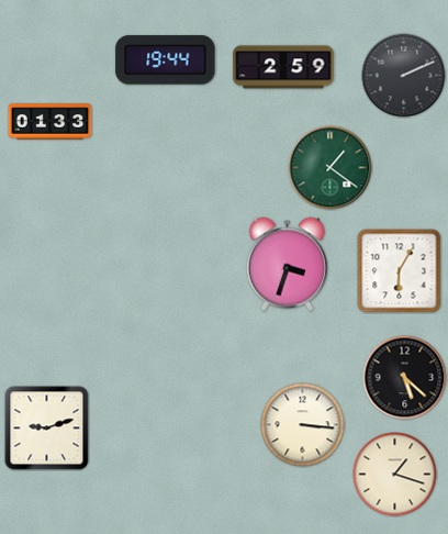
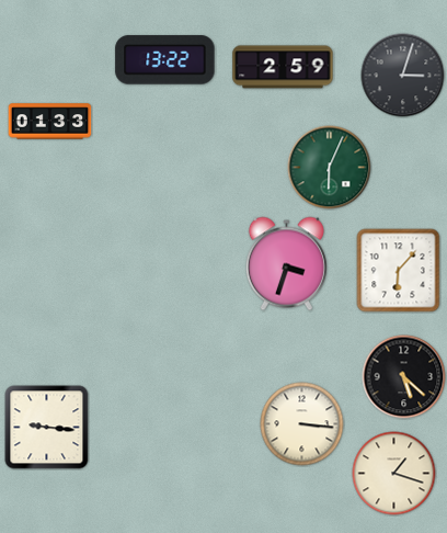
clock at (166, 60): 19:44 -> 13:22
clock at (404, 76): 2:11 -> 3:03
clock at (331, 168): 1:21 -> 6:04
clock at (400, 271): 6:05 -> 6:07
clock at (47, 429): 9:12 -> 9:16
